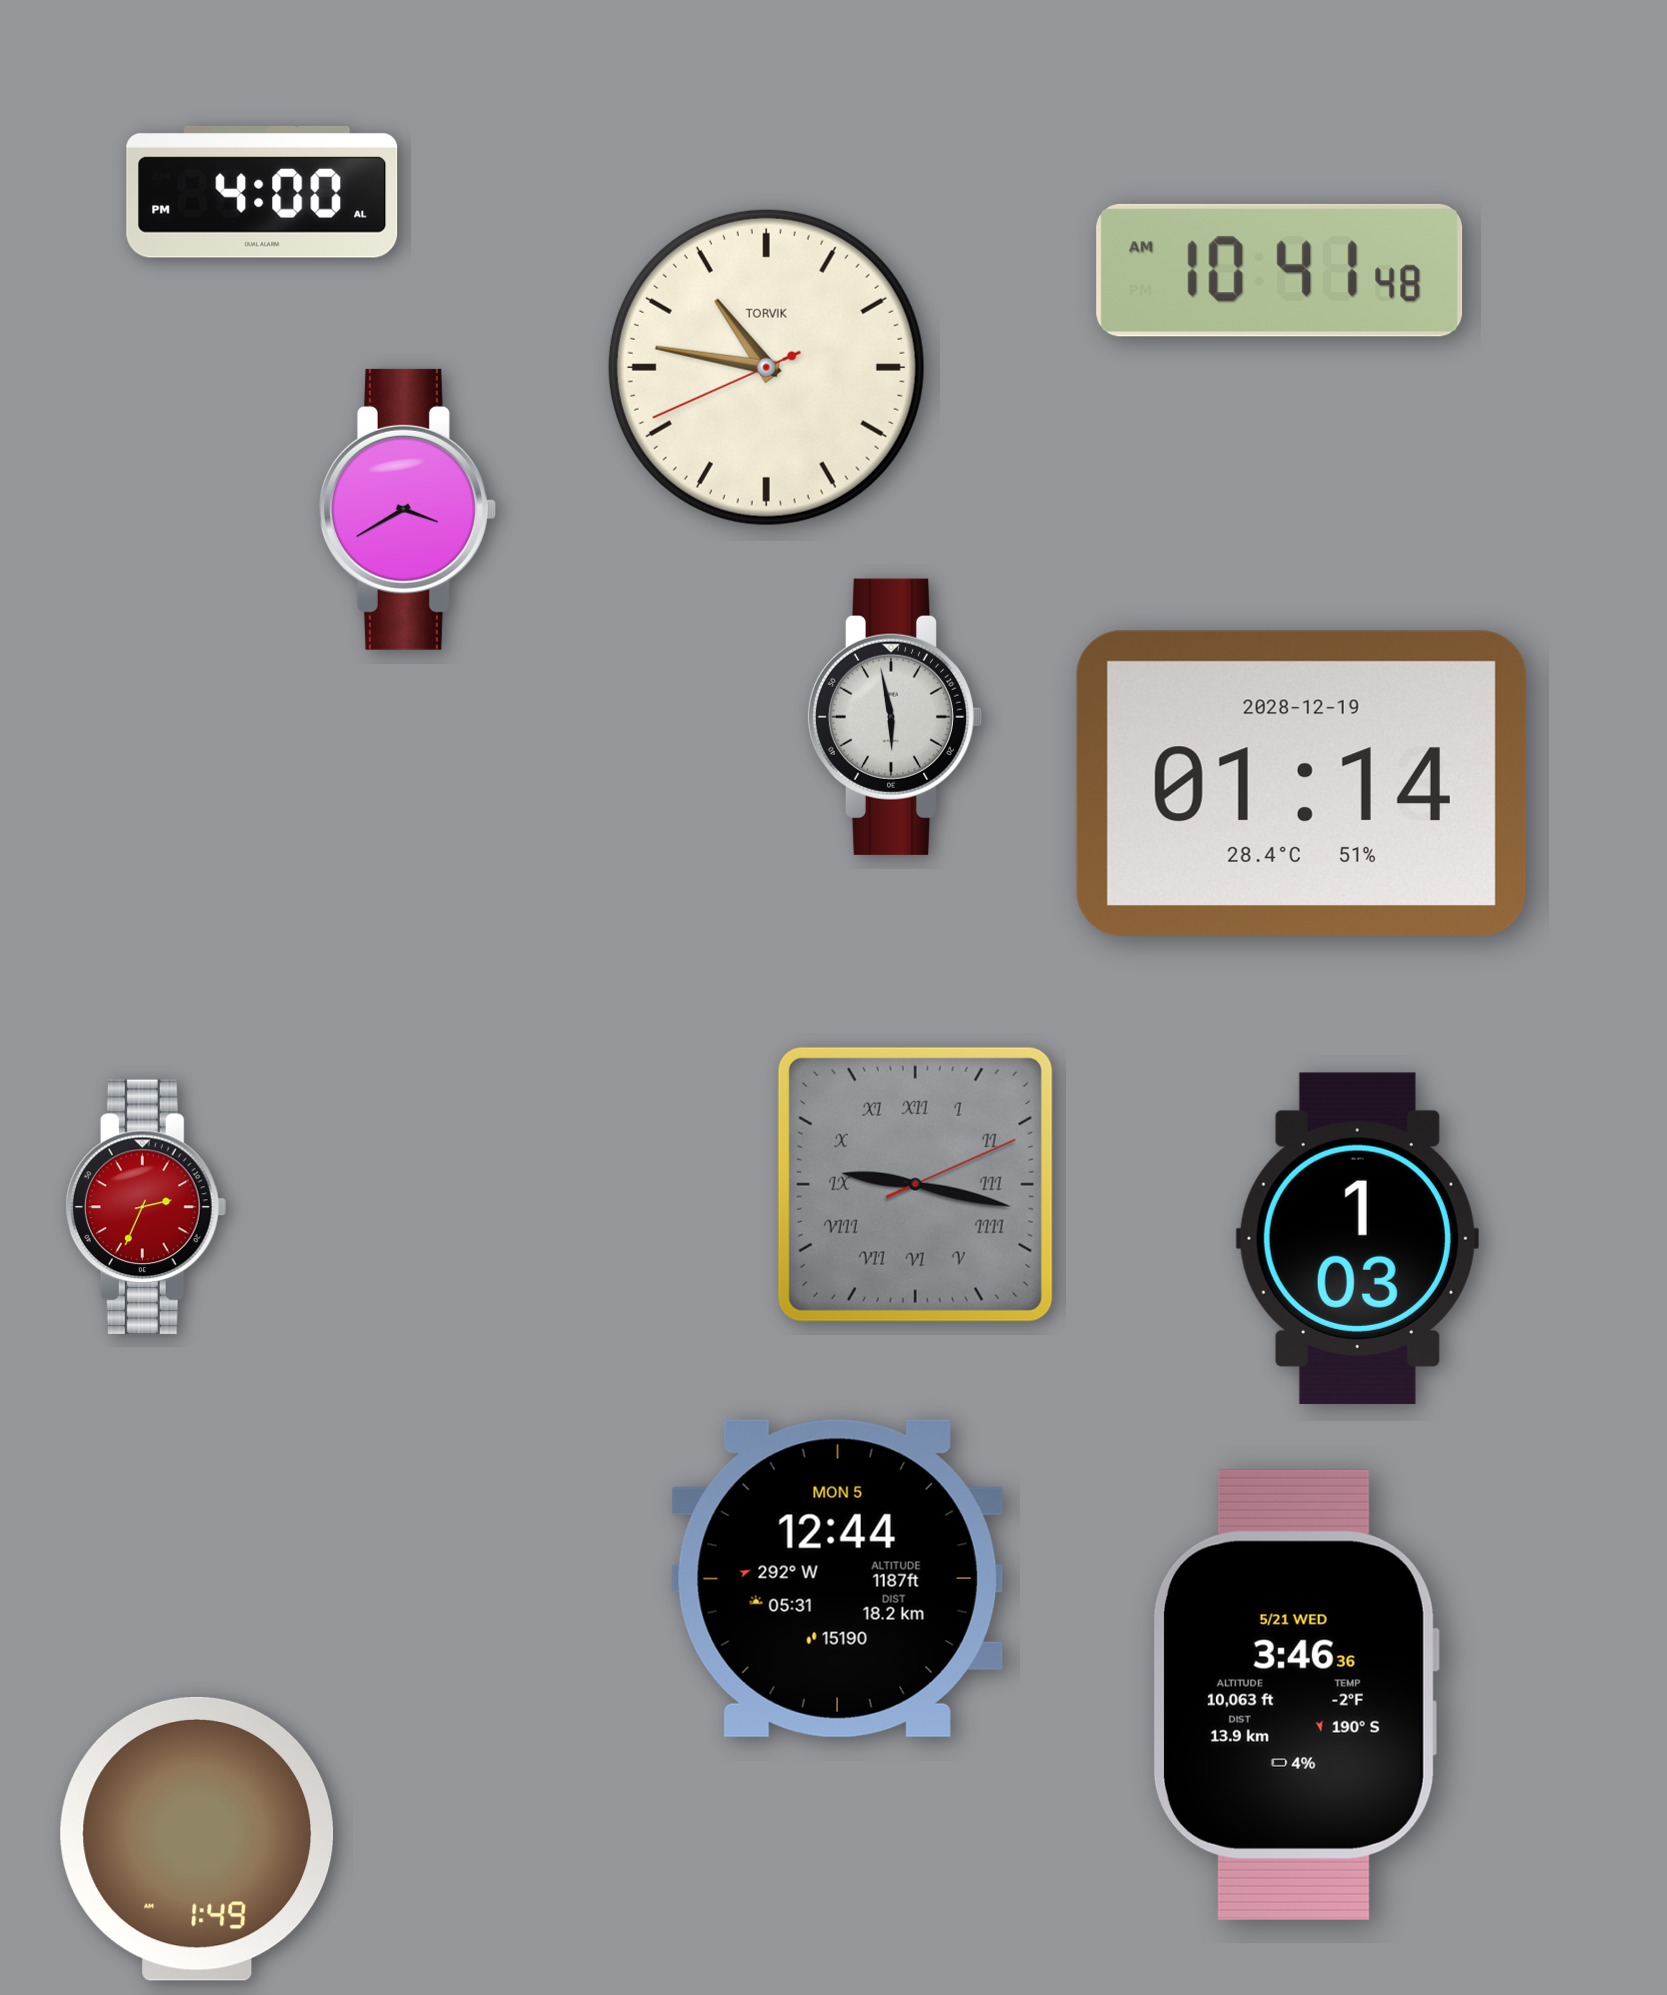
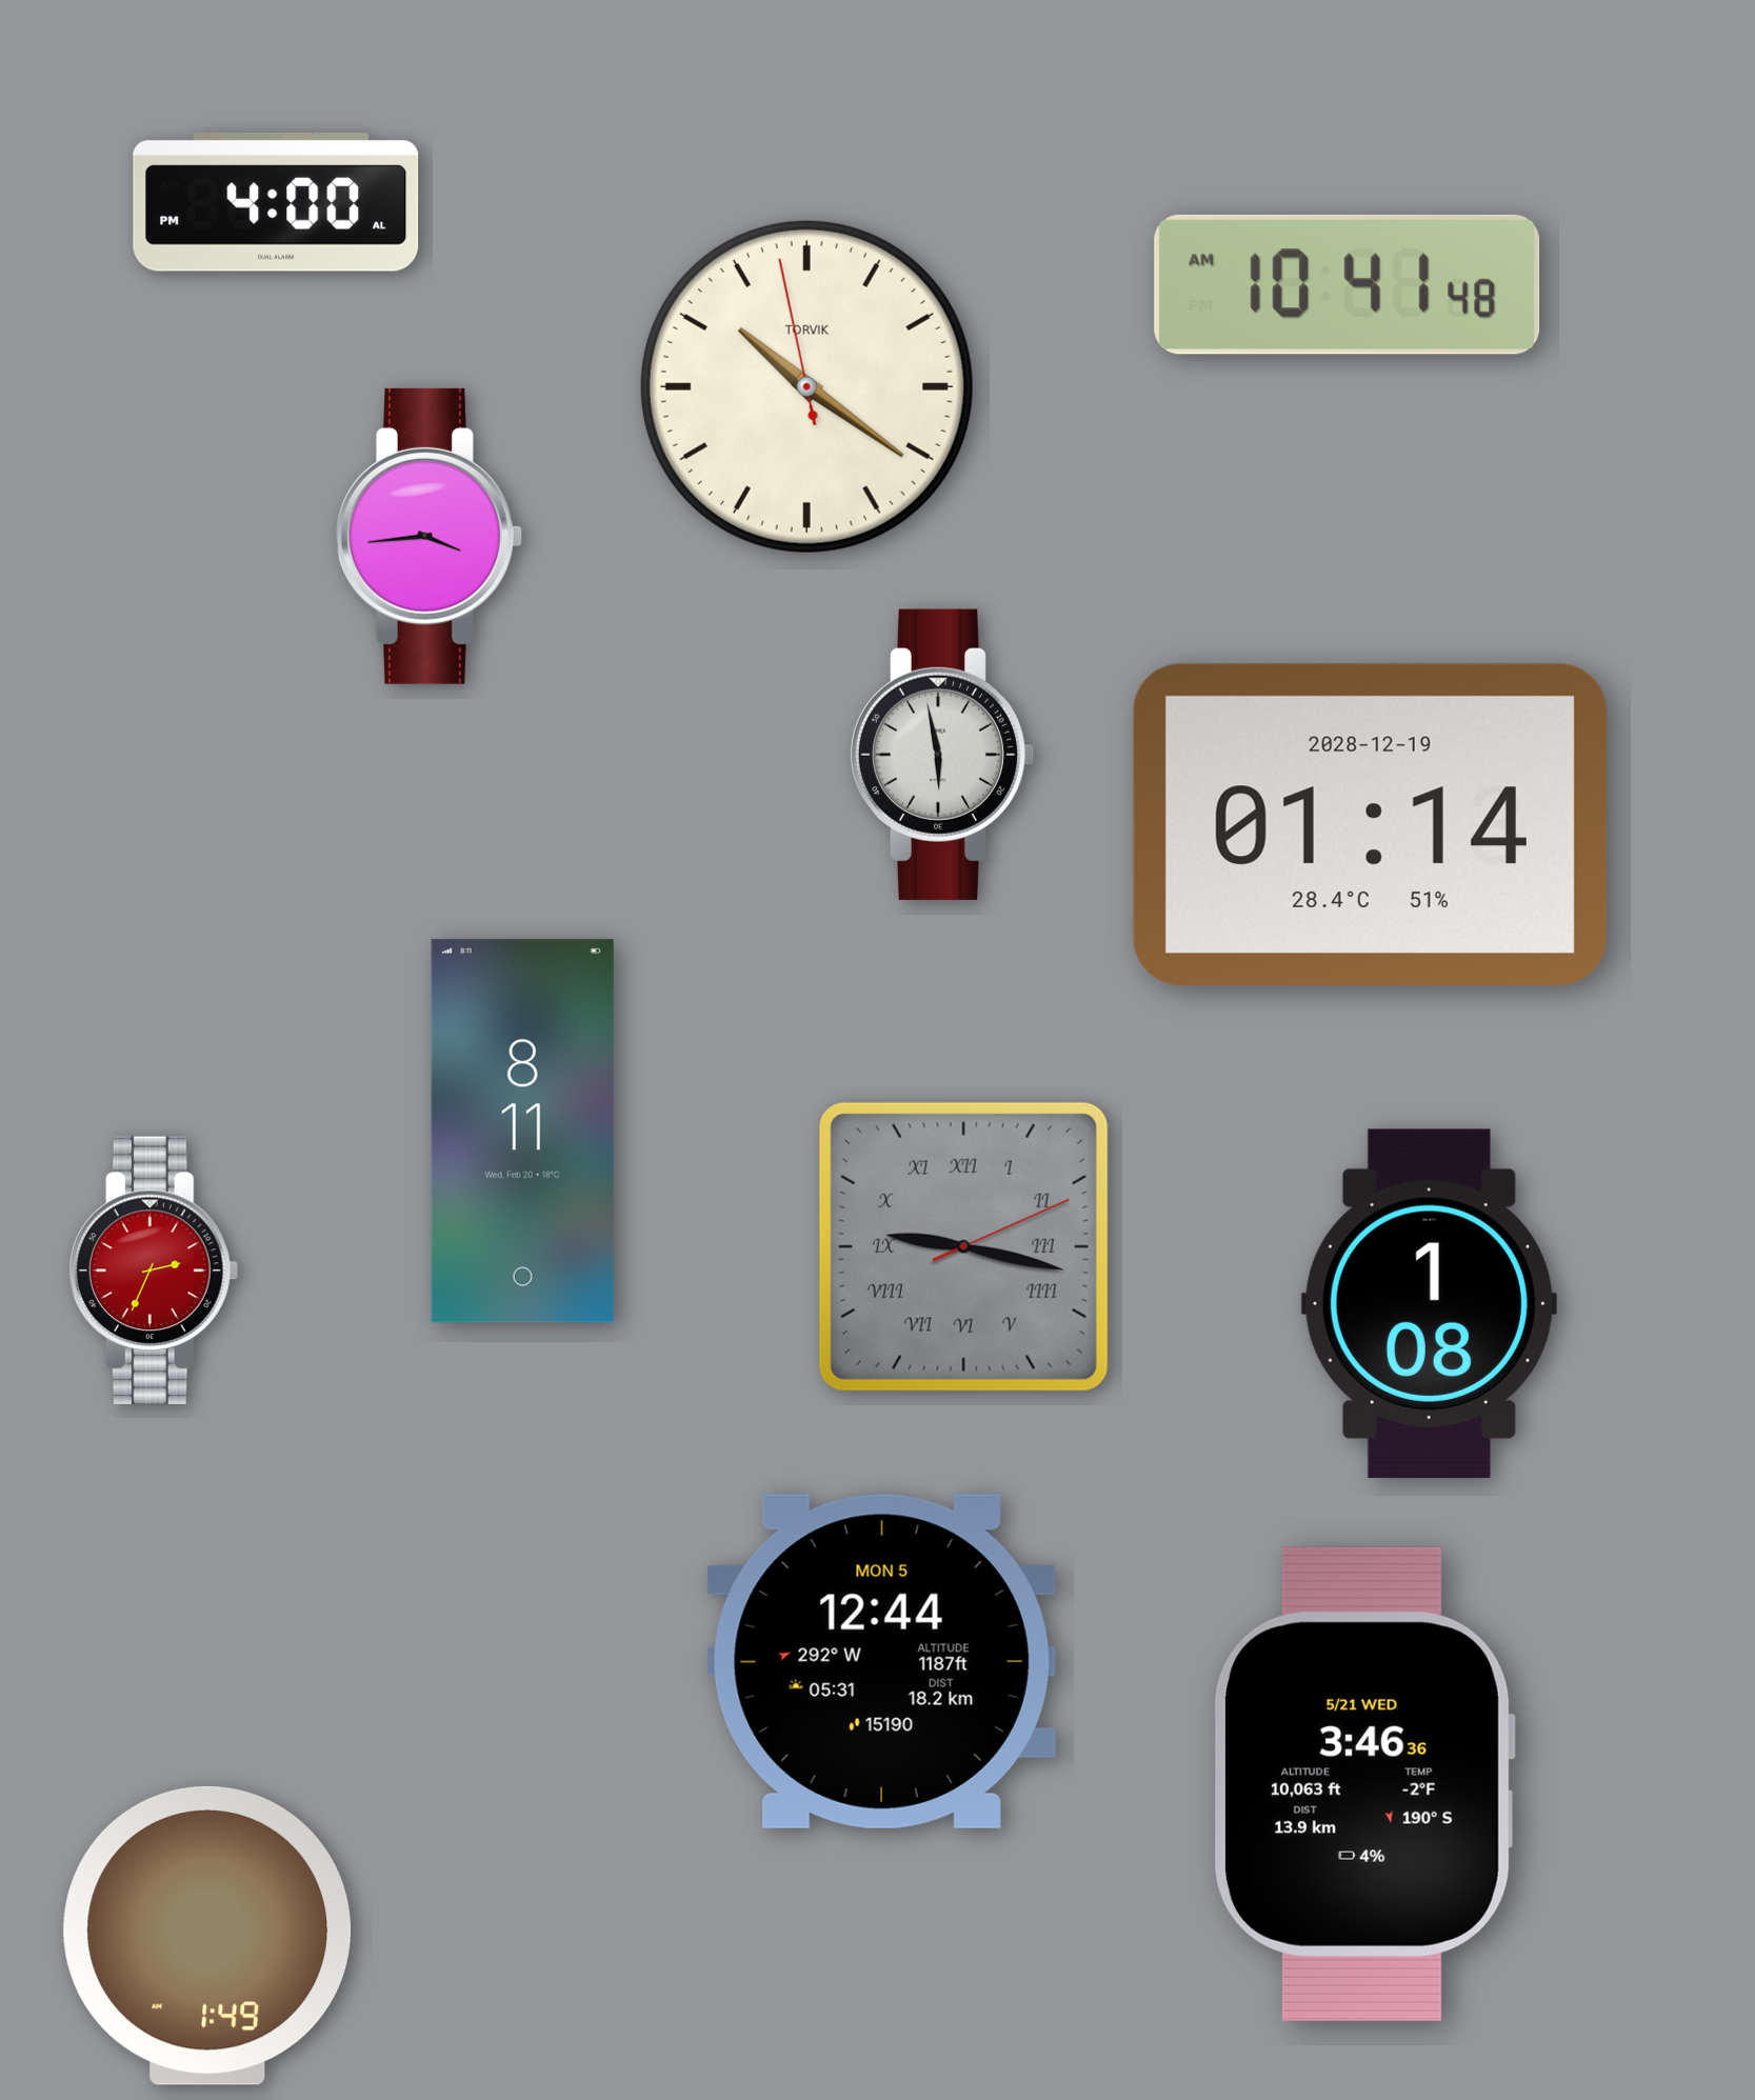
clock at (766, 367): 10:46 -> 10:20
clock at (407, 509): 3:40 -> 3:44
clock at (522, 1132): none -> 8:11
clock at (1357, 1238): 1:03 -> 1:08
